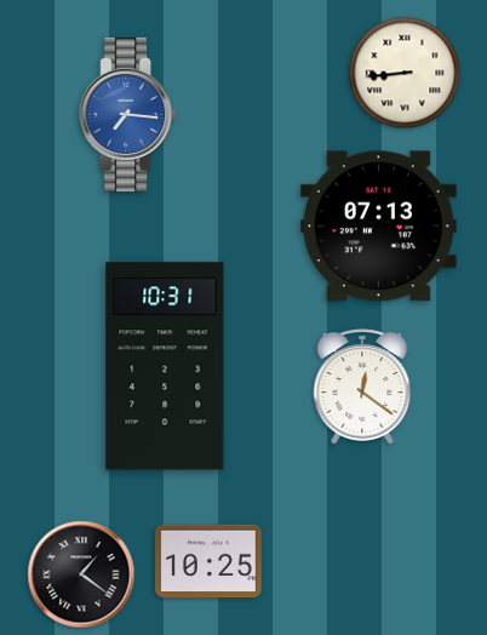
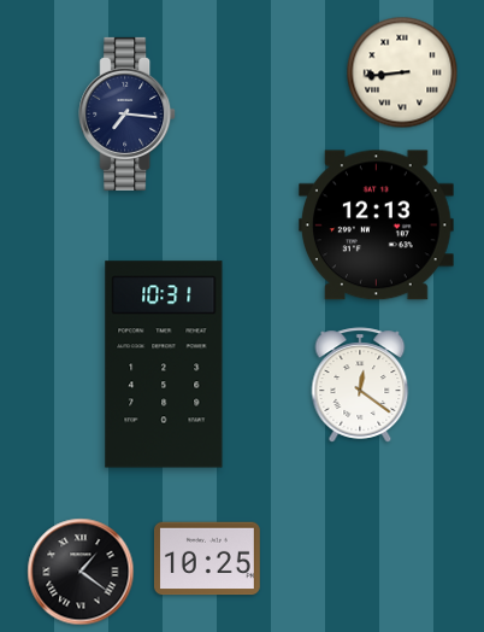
clock at (128, 114) dial: blue -> navy
clock at (379, 227): 07:13 -> 12:13
